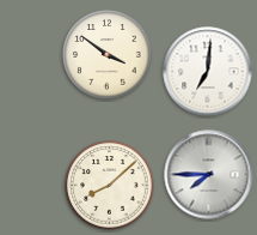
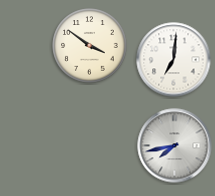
clock at (209, 175): 7:45 -> 7:43
clock at (110, 186): 8:08 -> none
